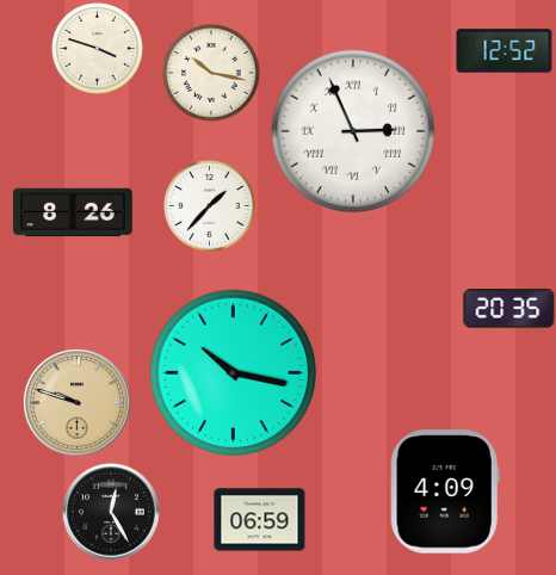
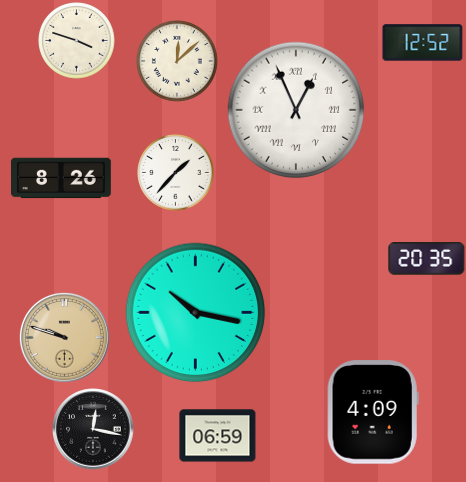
clock at (98, 49) position: (98, 49) -> (77, 41)
clock at (212, 74): 10:17 -> 12:08
clock at (353, 131): 2:56 -> 12:56
clock at (111, 512): 12:25 -> 12:17
